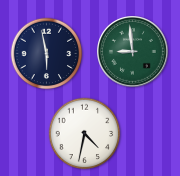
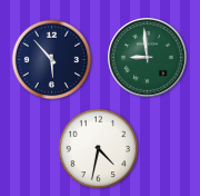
clock at (47, 54): 5:58 -> 5:53
clock at (85, 134) position: (85, 134) -> (99, 149)
